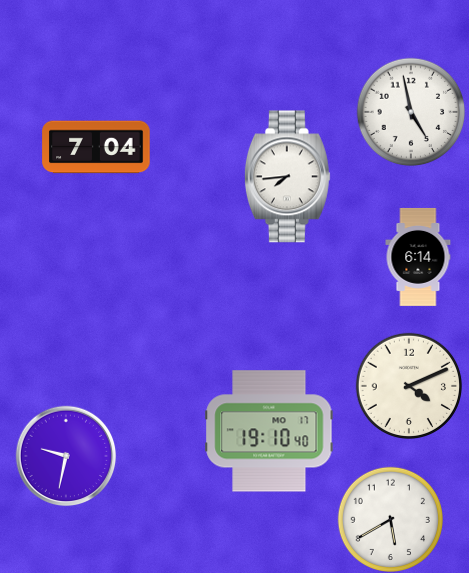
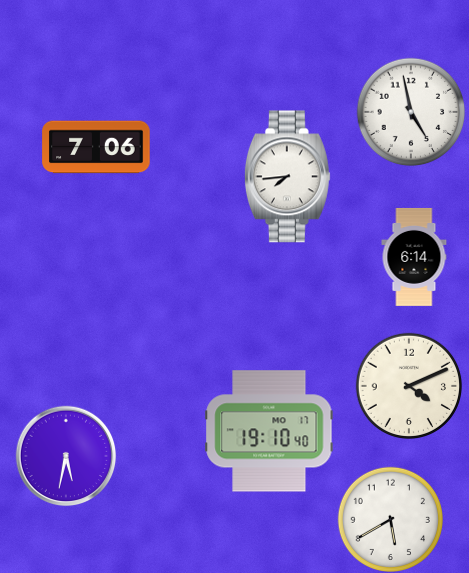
clock at (96, 147): 7:04 -> 7:06
clock at (418, 257) position: (418, 257) -> (414, 257)
clock at (66, 456): 9:32 -> 5:32
